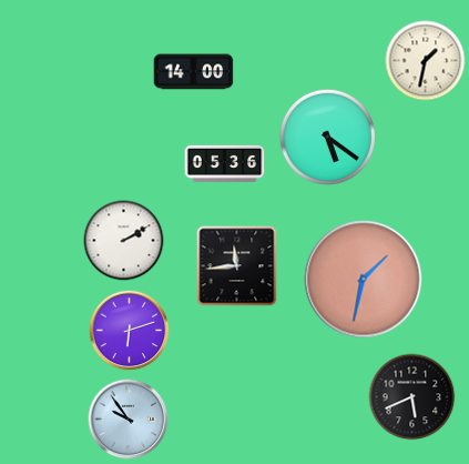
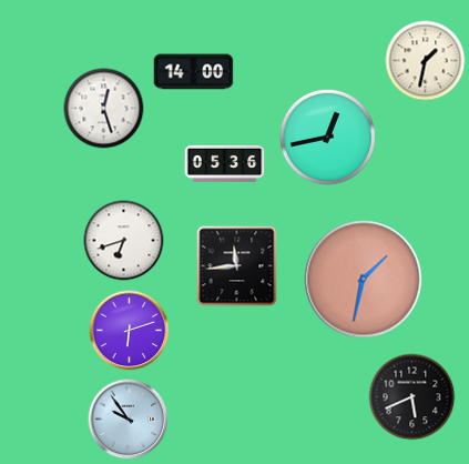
clock at (104, 109): none -> 12:27
clock at (327, 137): 5:21 -> 12:43
clock at (124, 241): 2:10 -> 6:42
